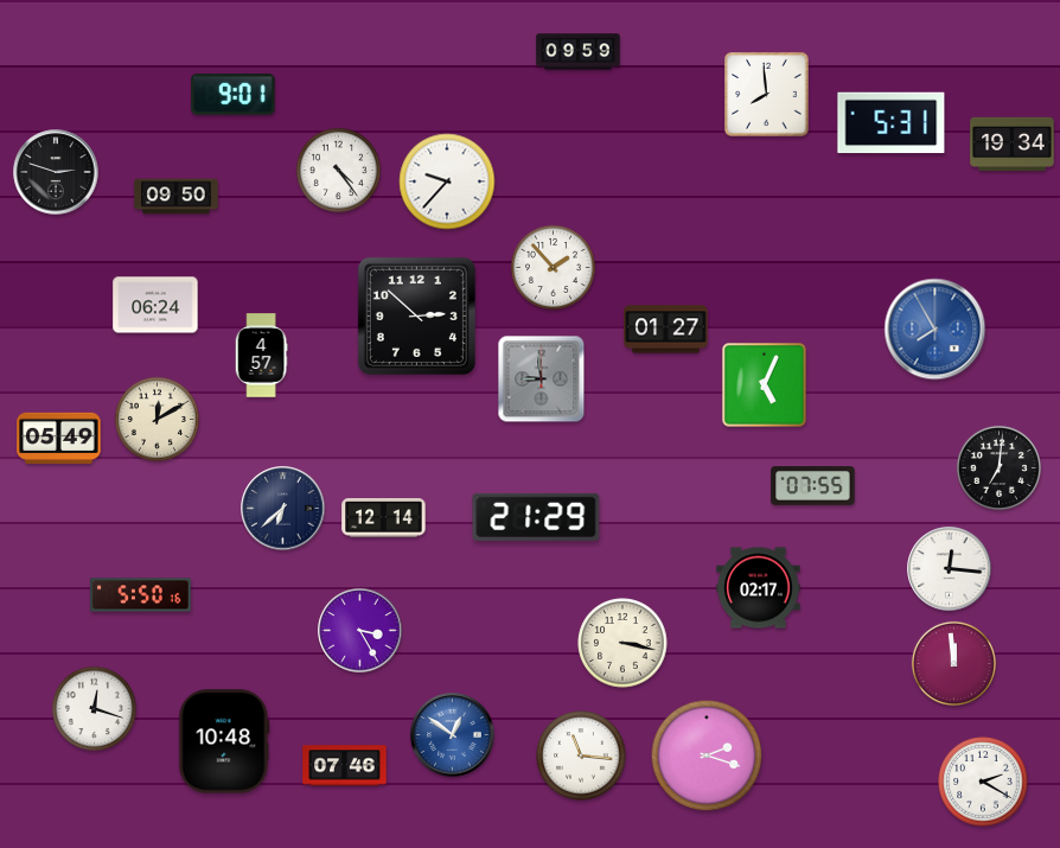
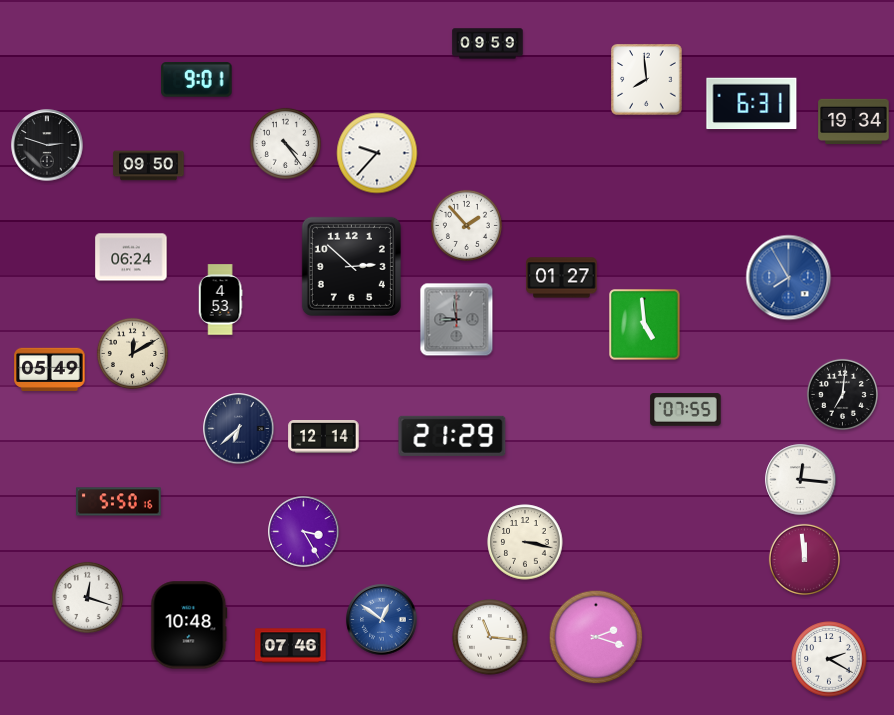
clock at (892, 123): 5:31 -> 6:31
clock at (261, 356): 4:57 -> 4:53
clock at (765, 385): 5:04 -> 4:59
clock at (759, 588): 02:17 -> none
clock at (94, 708) position: (94, 708) -> (87, 597)
